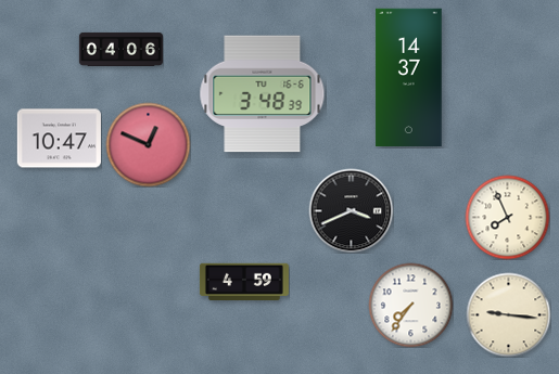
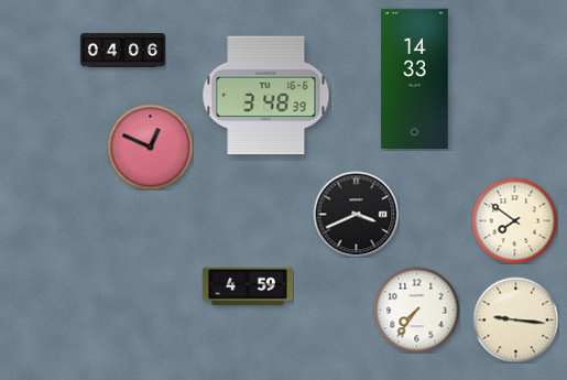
clock at (409, 77): 14:37 -> 14:33
clock at (59, 139): 10:47 -> none
clock at (507, 217): 7:56 -> 7:51
